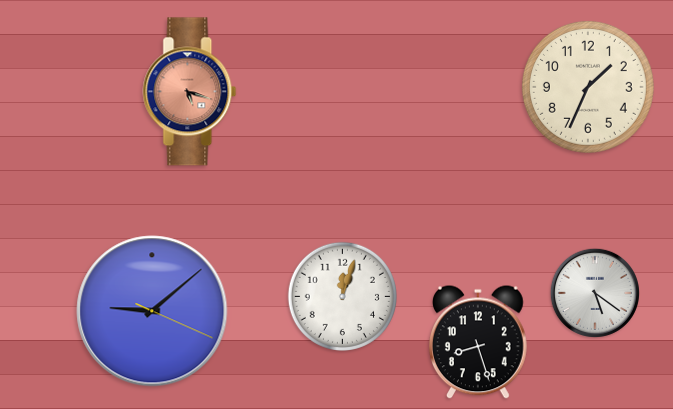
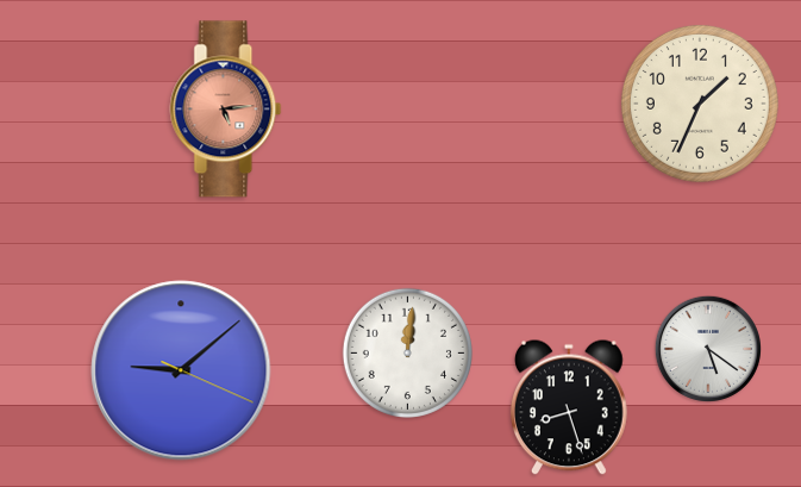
clock at (190, 92): 5:18 -> 5:14
clock at (342, 296): 12:03 -> 12:01
